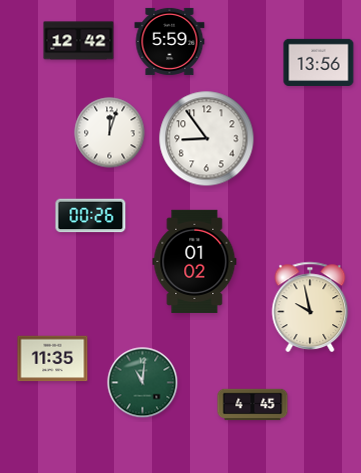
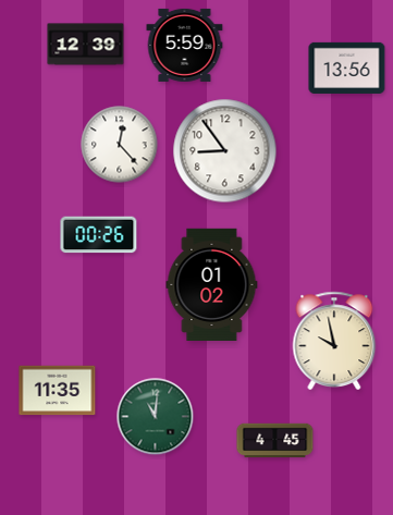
clock at (79, 41): 12:42 -> 12:39
clock at (110, 133): 12:03 -> 12:23
clock at (310, 306) position: (310, 306) -> (334, 340)
